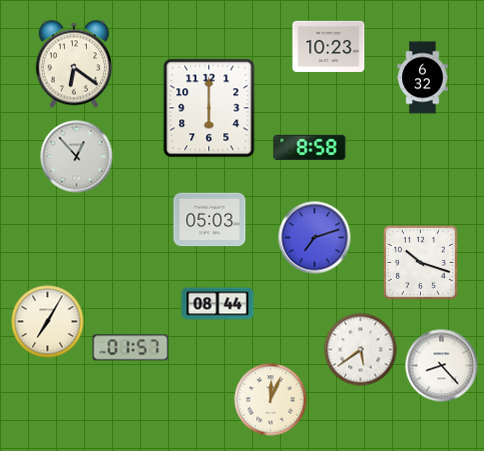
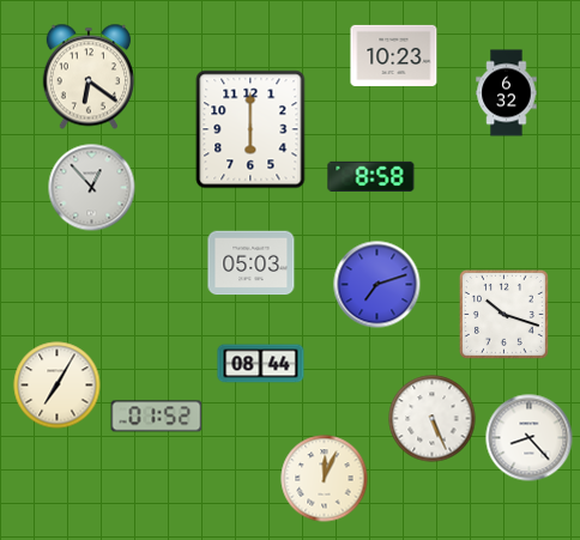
clock at (131, 348): 01:57 -> 01:52
clock at (361, 350): 5:39 -> 5:26
